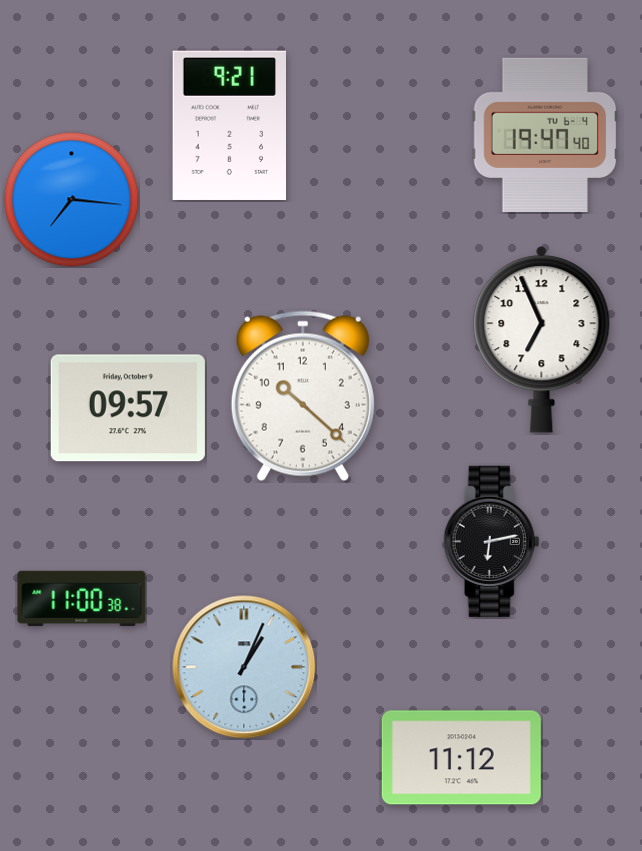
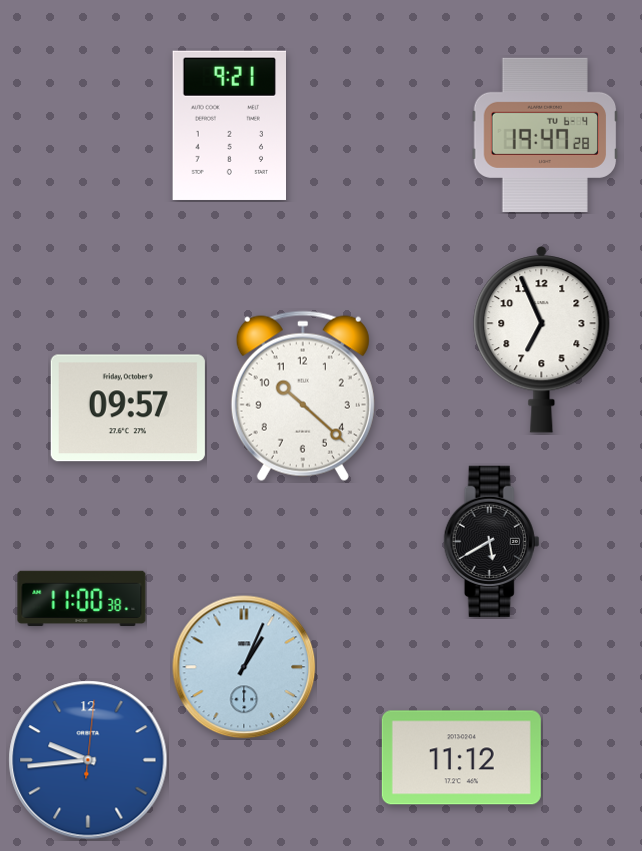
clock at (545, 135): 19:47:40 -> 19:47:28
clock at (72, 200): 7:16 -> none
clock at (492, 541): 6:13 -> 5:40
clock at (88, 760): none -> 9:44
